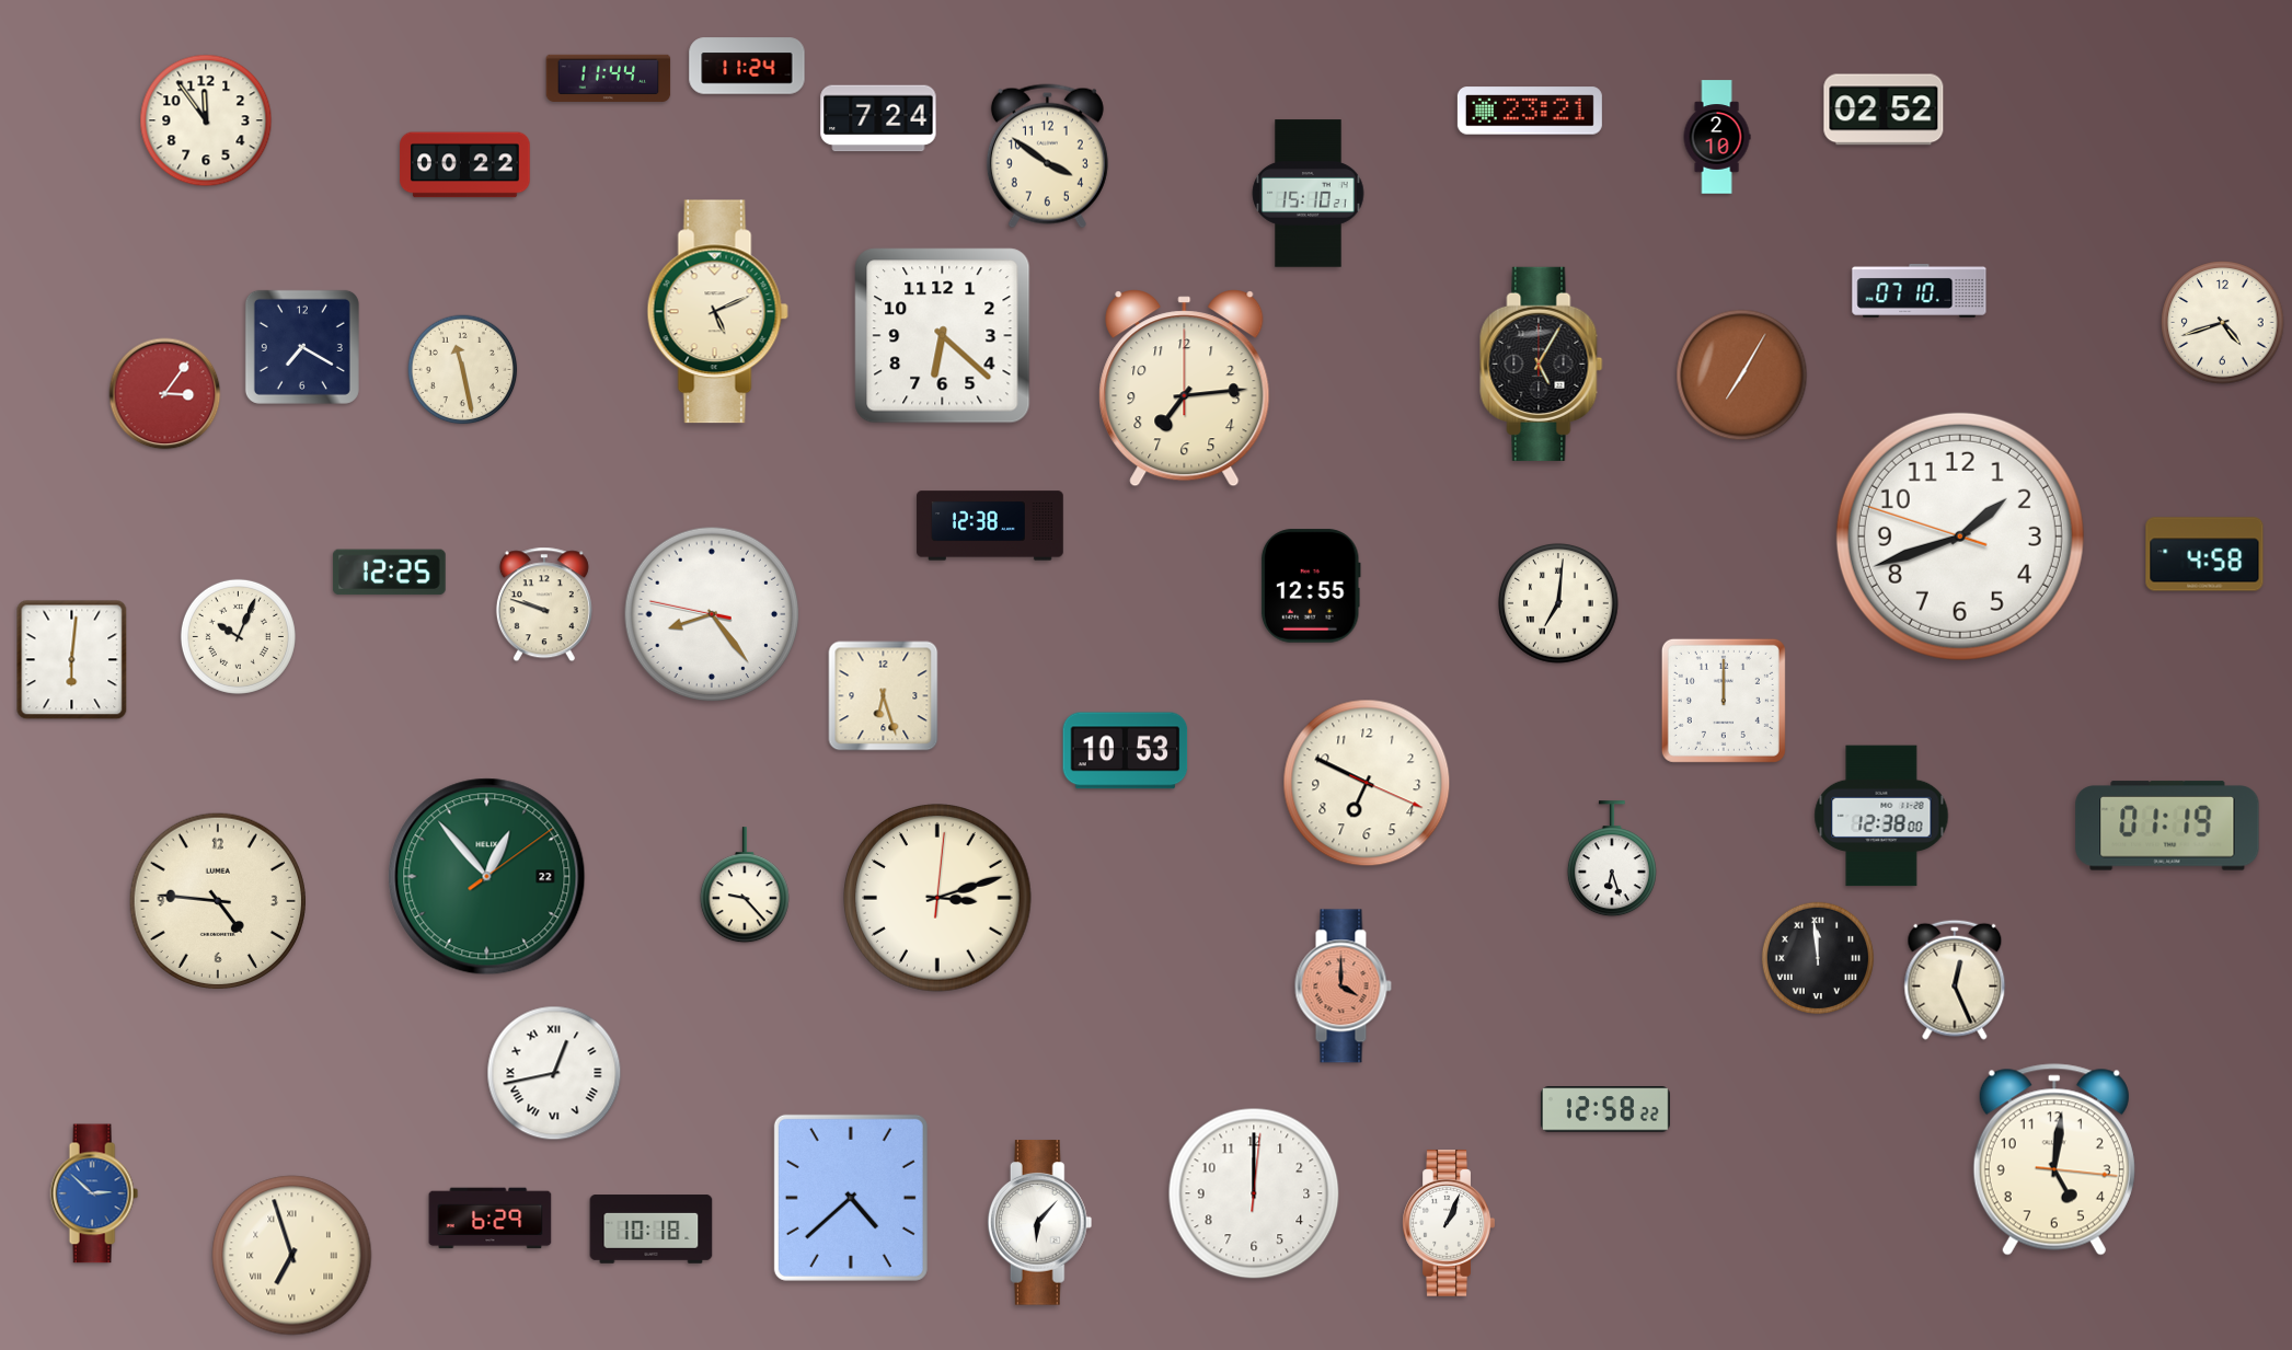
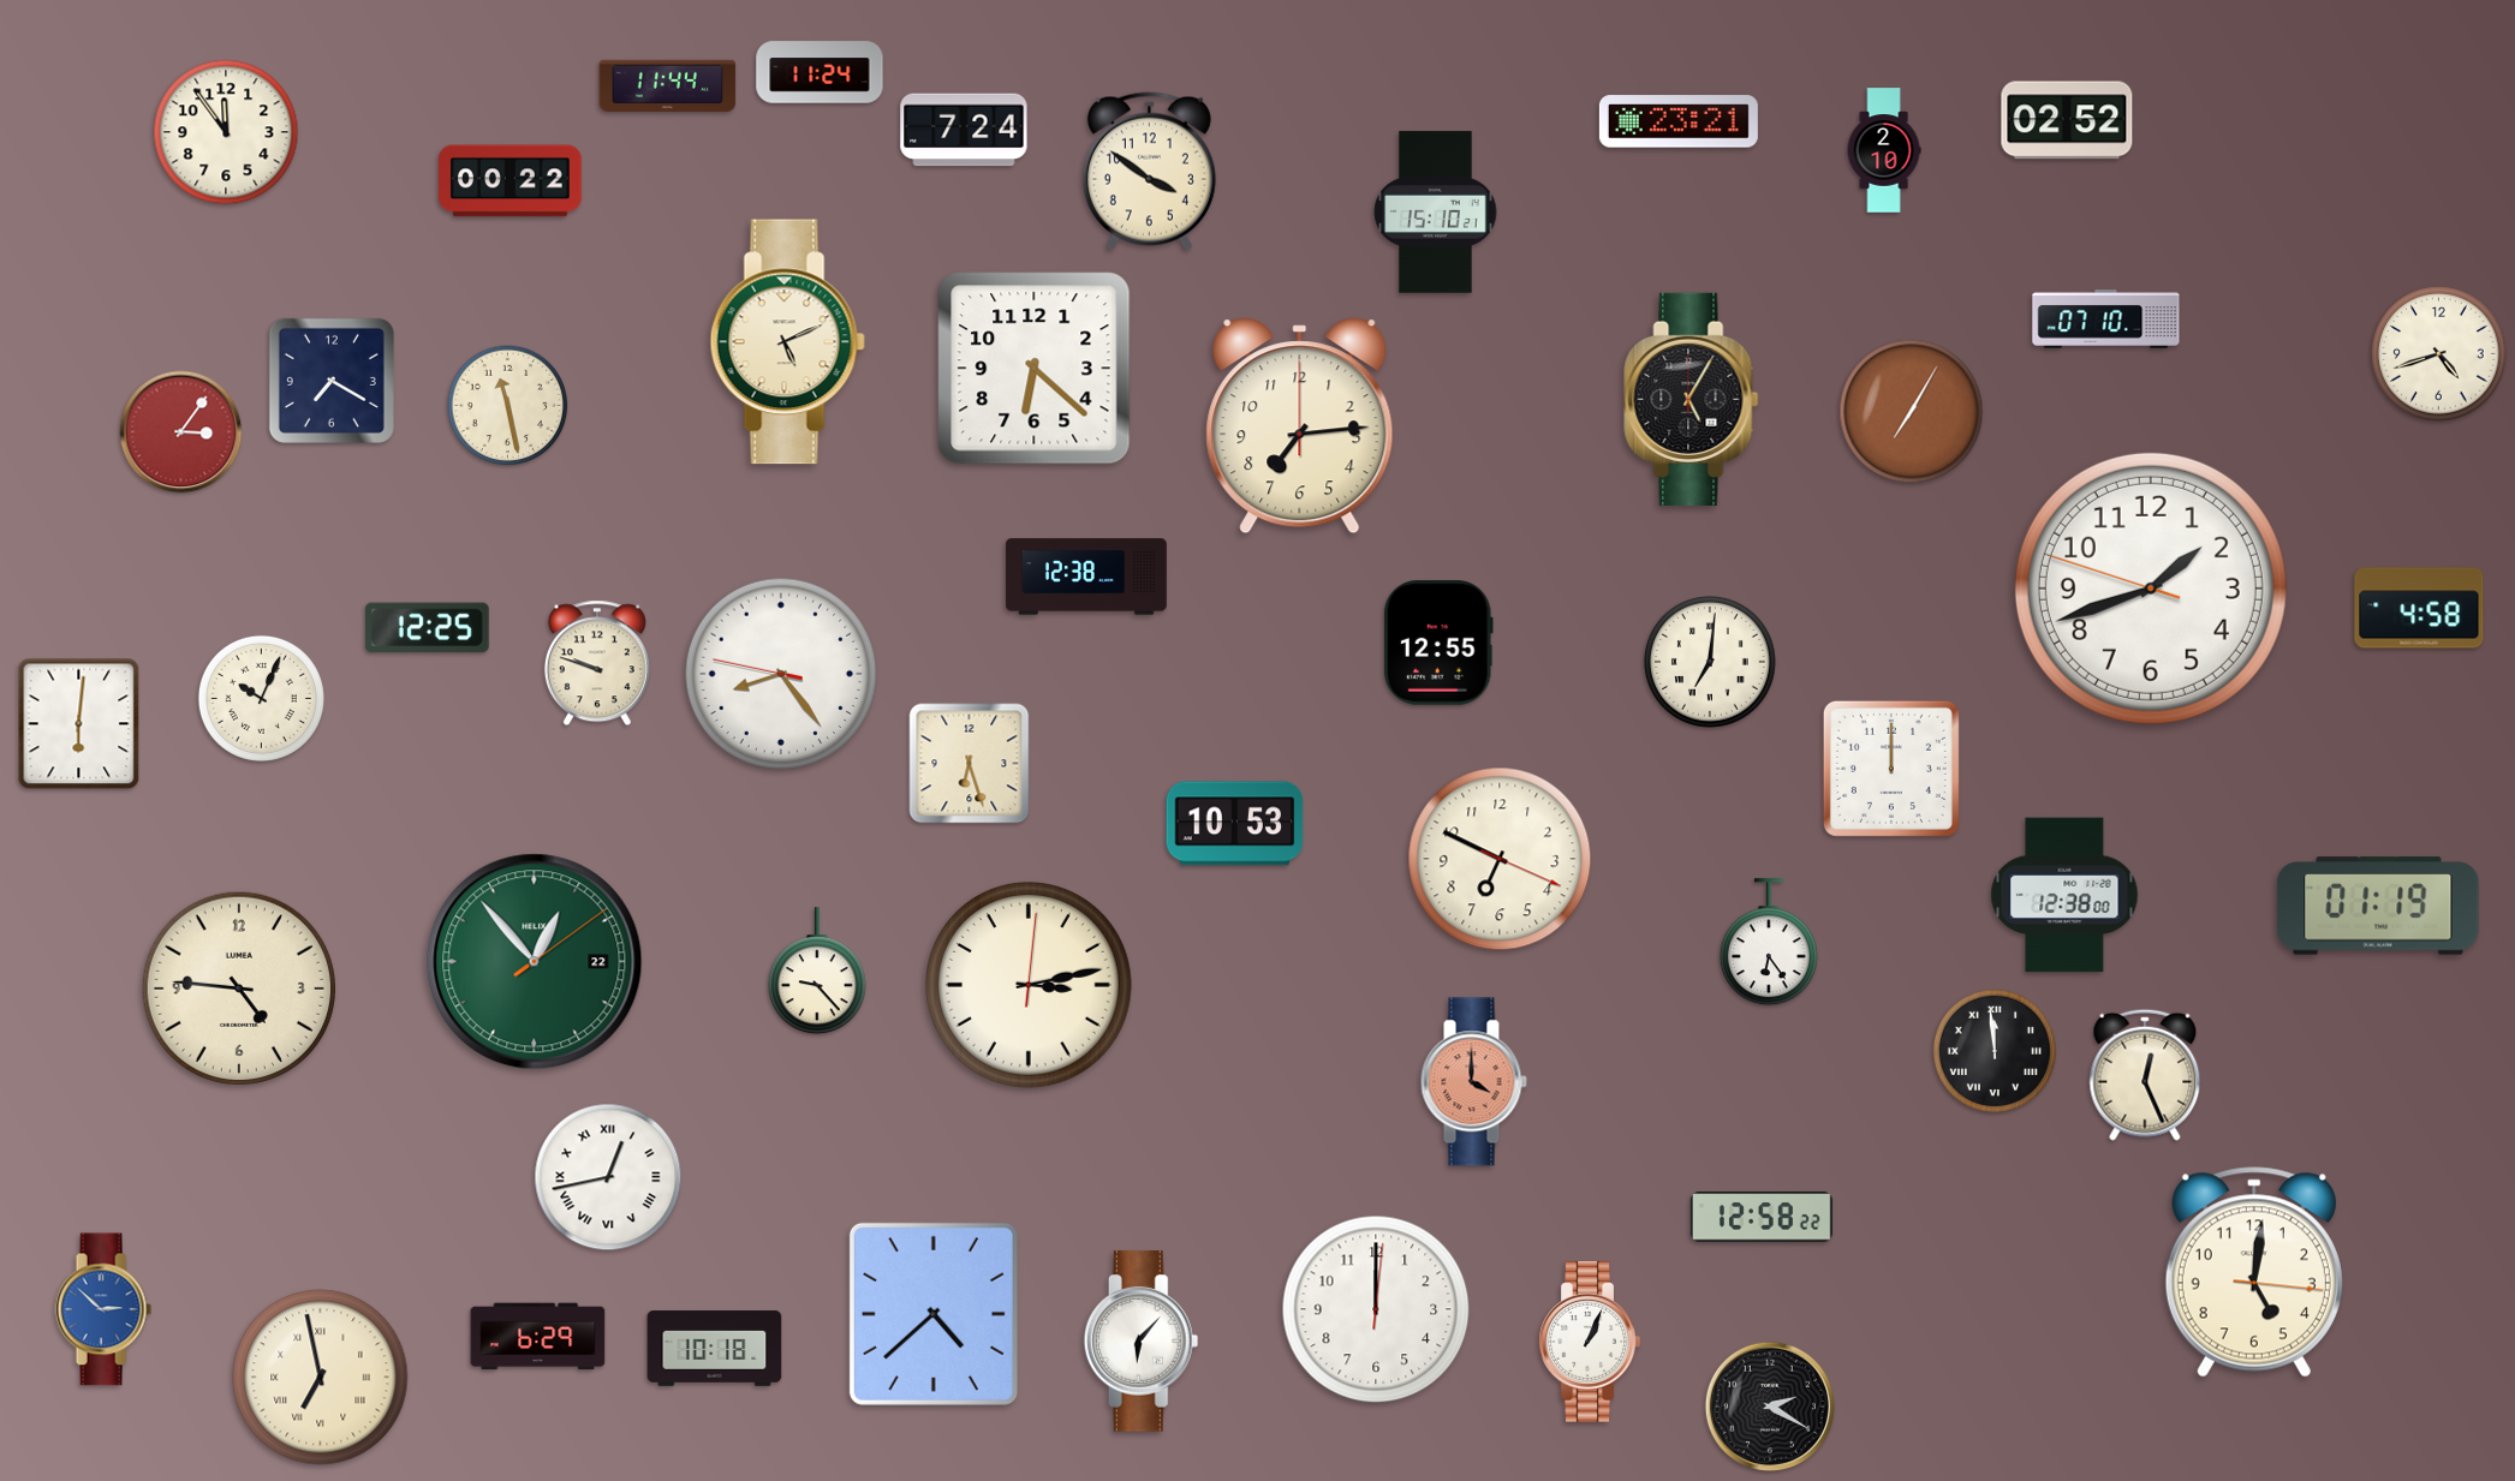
clock at (1612, 859): 6:27 -> 6:24
clock at (938, 899): 3:12 -> 3:13
clock at (292, 1256): 6:57 -> 6:58
clock at (1769, 1405): none -> 2:20
